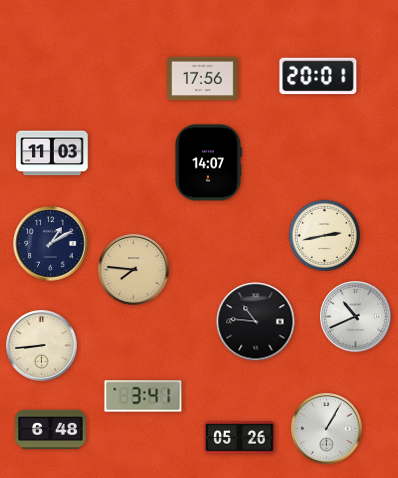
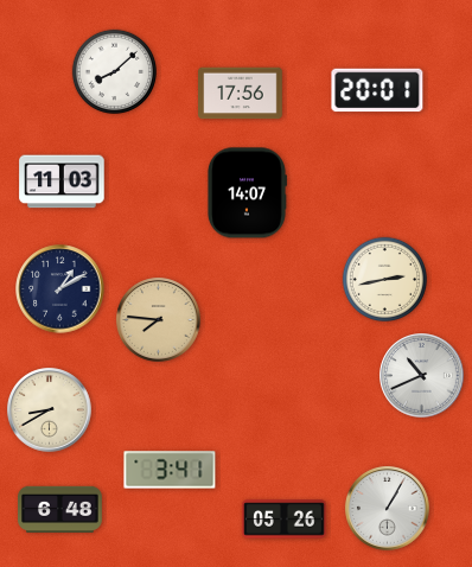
clock at (114, 71): none -> 8:08
clock at (256, 322): 10:46 -> none
clock at (42, 346): 8:44 -> 8:40
